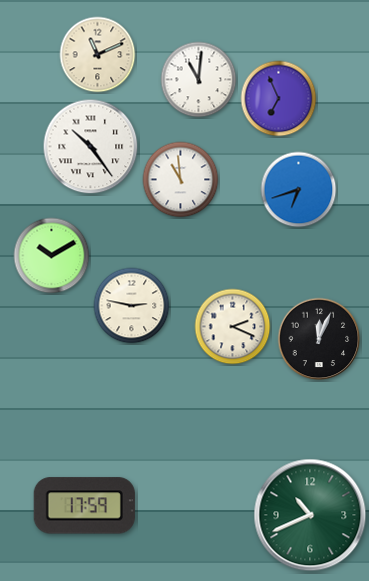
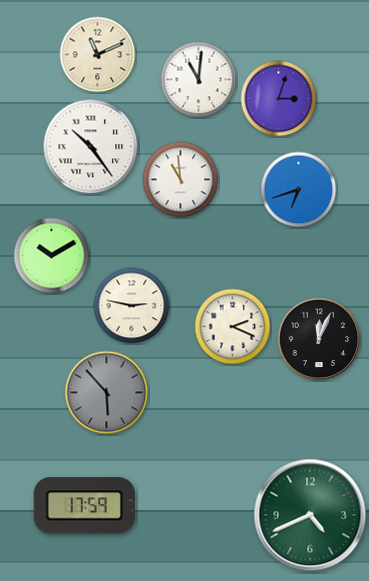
clock at (279, 99): 6:56 -> 3:03
clock at (107, 393): none -> 5:53
clock at (310, 515): 10:41 -> 4:41
